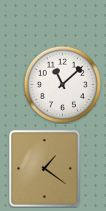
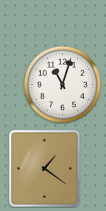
clock at (62, 84): 11:08 -> 11:03
